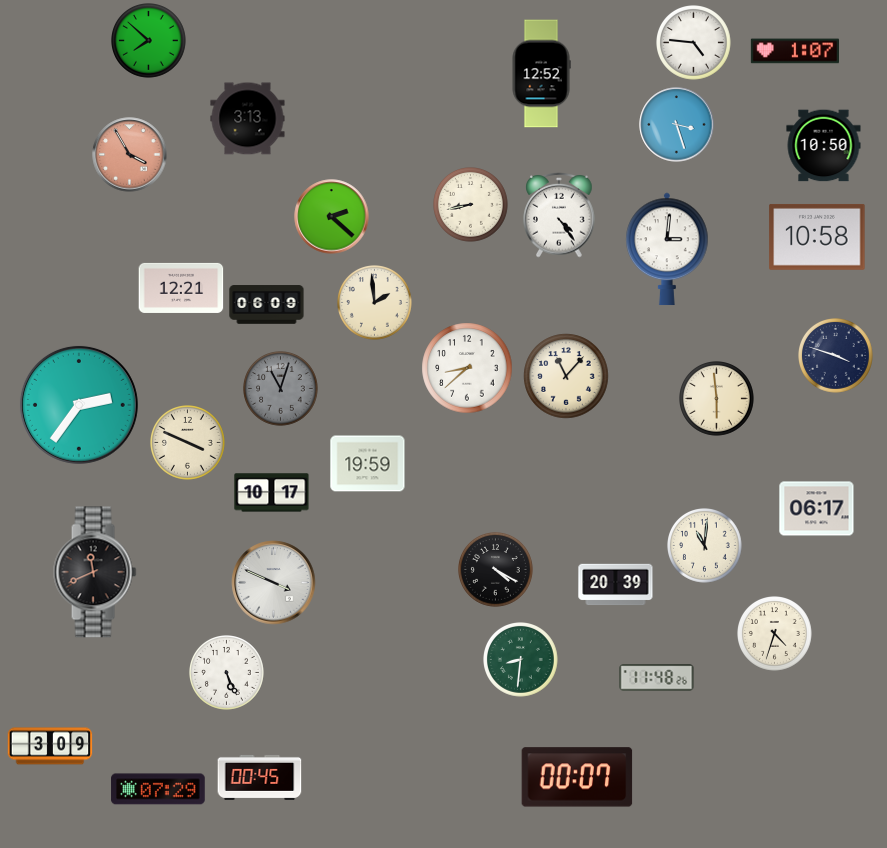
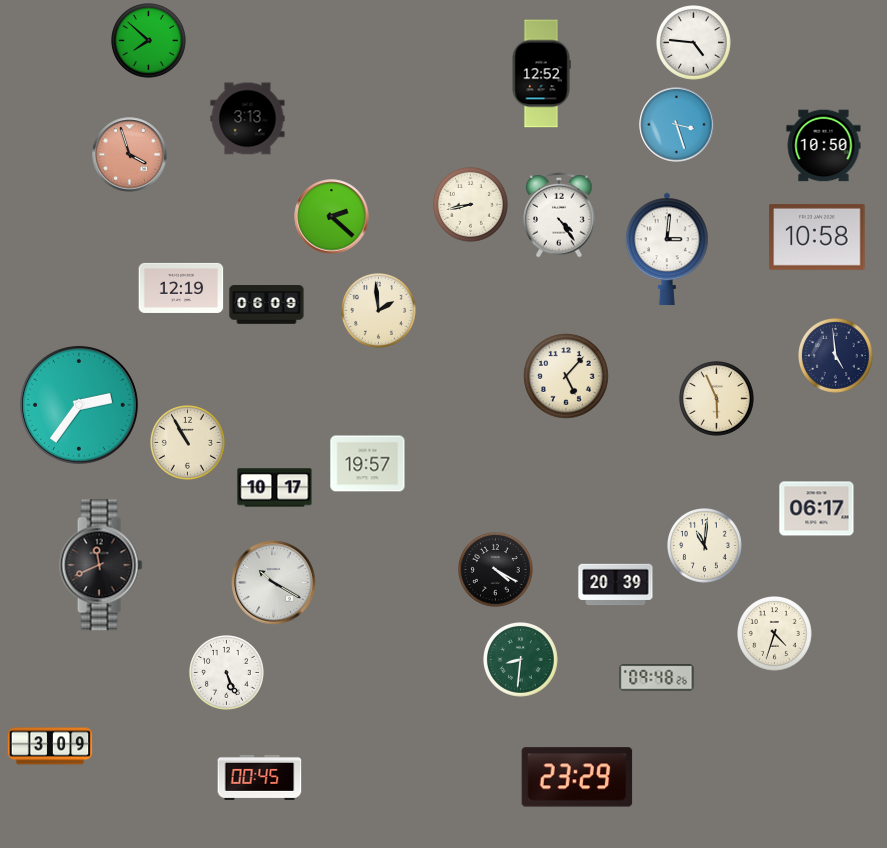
clock at (794, 51): 1:07 -> none
clock at (130, 155): 3:55 -> 3:57
clock at (181, 288): 12:21 -> 12:19
clock at (375, 303) position: (375, 303) -> (379, 311)
clock at (836, 356): 3:48 -> 4:59
clock at (467, 368): 8:38 -> none
clock at (566, 376): 11:07 -> 5:07
clock at (281, 389): 11:03 -> none
clock at (717, 399): 5:59 -> 5:56
clock at (188, 443): 3:49 -> 10:55
clock at (368, 464): 19:59 -> 19:57
clock at (272, 493) position: (272, 493) -> (275, 488)
clock at (95, 572) position: (95, 572) -> (101, 565)
clock at (274, 583): 3:49 -> 10:20
clock at (657, 678): 11:48 -> 09:48
clock at (577, 777): 00:07 -> 23:29
clock at (158, 789): 07:29 -> none
